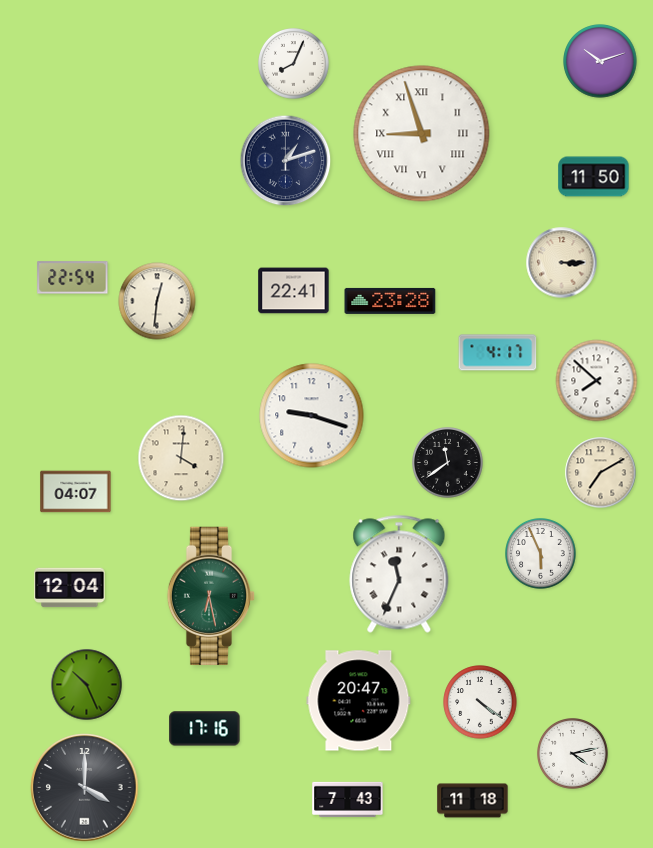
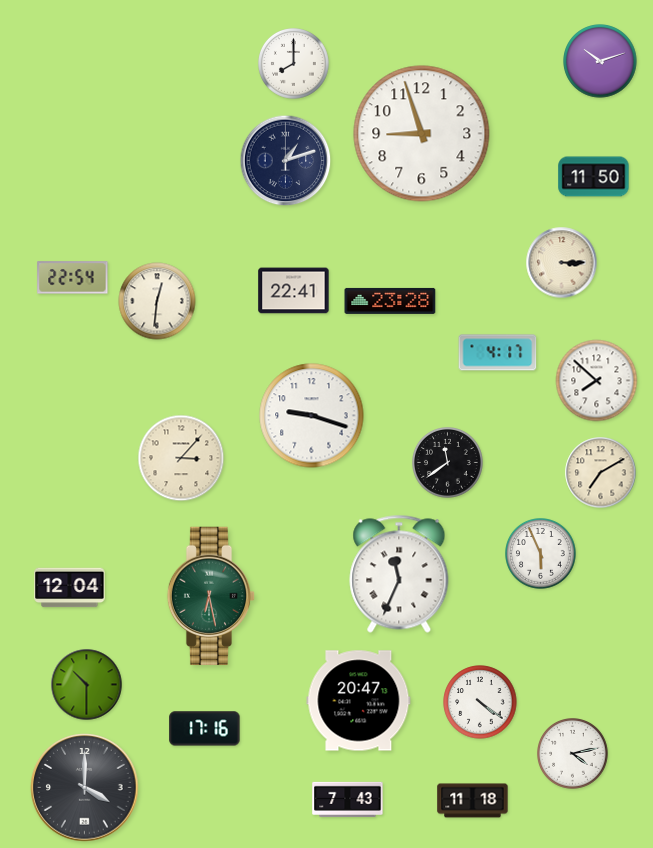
clock at (294, 64): 8:04 -> 8:00
clock at (422, 134) numerals: Roman -> Arabic
clock at (181, 458): 4:01 -> 3:07
clock at (76, 492): 04:07 -> none
clock at (87, 685): 10:26 -> 10:30
